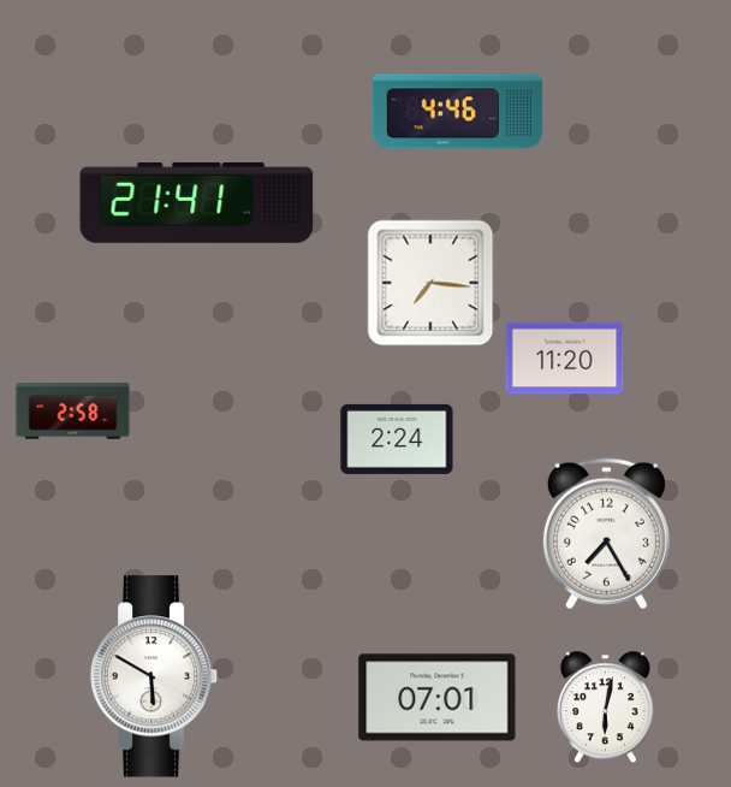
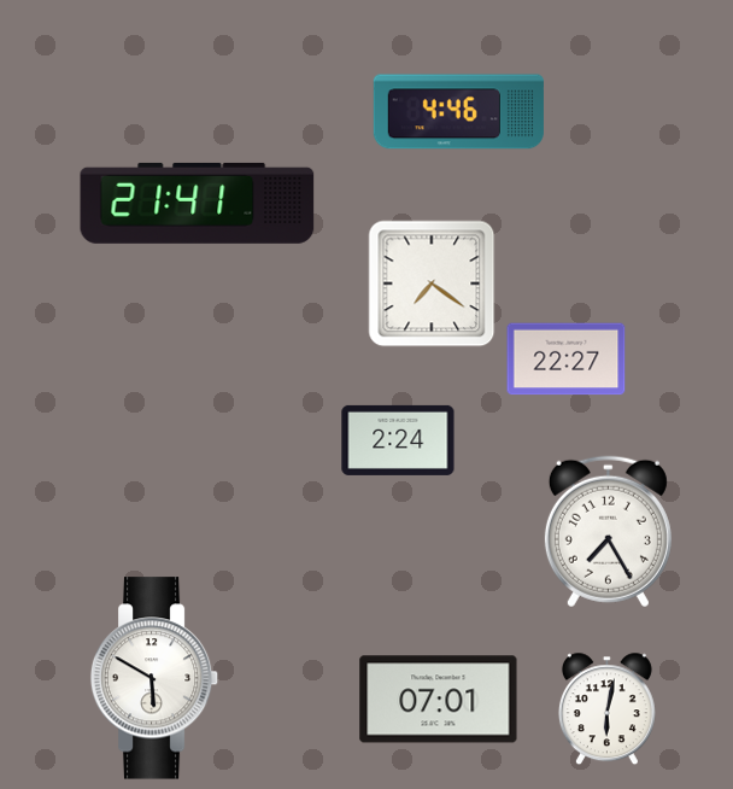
clock at (430, 283): 7:16 -> 7:21
clock at (565, 359): 11:20 -> 22:27
clock at (73, 412): 2:58 -> none
clock at (606, 534) position: (606, 534) -> (608, 532)
